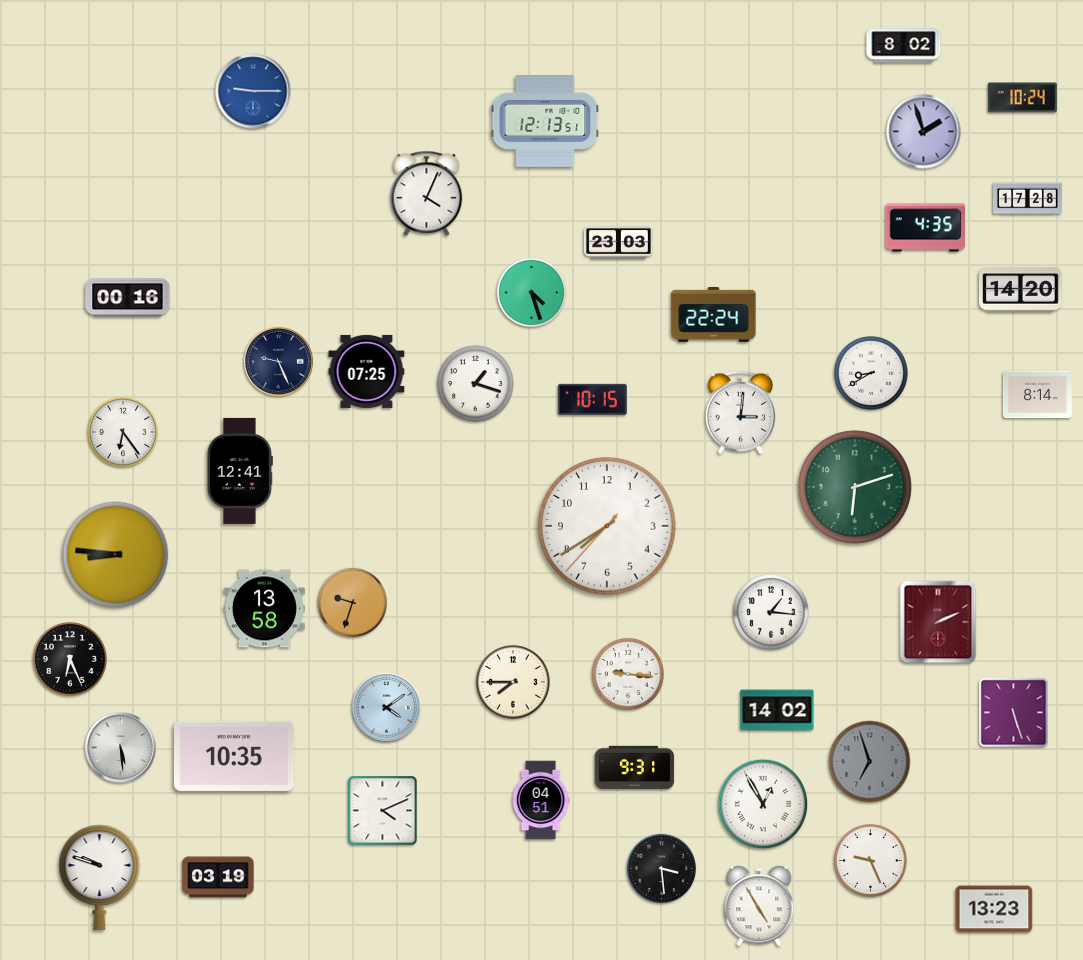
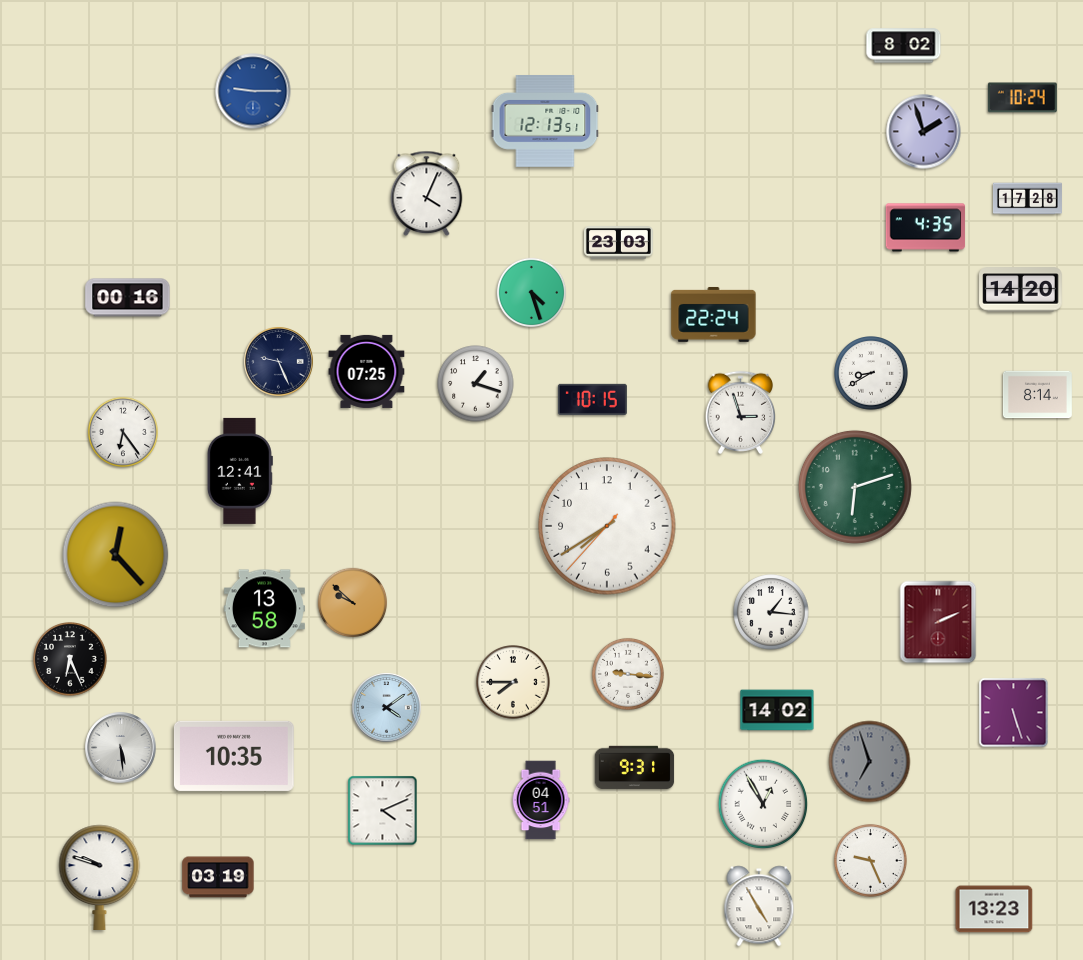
clock at (741, 412): 3:01 -> 2:57
clock at (116, 555): 8:46 -> 12:23
clock at (353, 603): 9:33 -> 9:52
clock at (662, 869): 3:29 -> none
